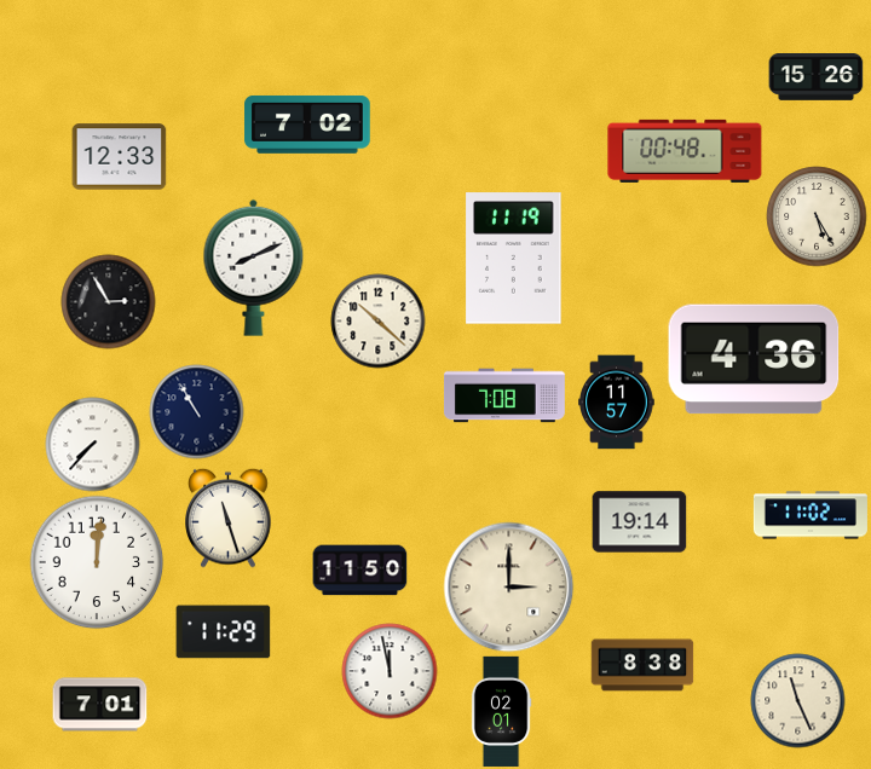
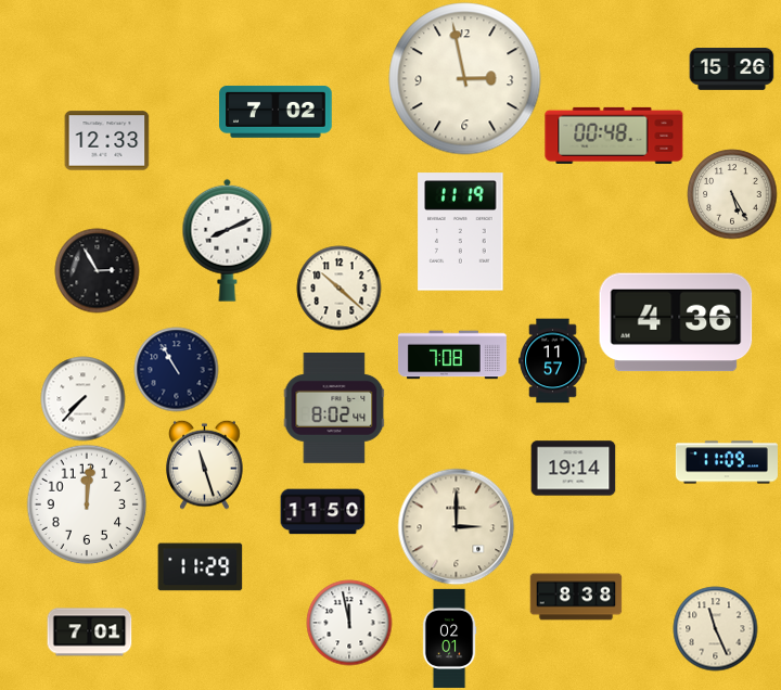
clock at (465, 79): none -> 2:58
clock at (334, 409): none -> 8:02
clock at (811, 515): 11:02 -> 11:09
clock at (390, 671) position: (390, 671) -> (349, 623)
